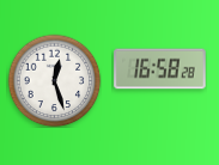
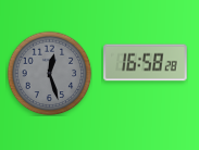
clock at (54, 80) dial: white -> grey
